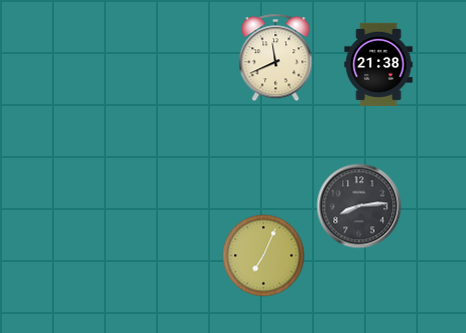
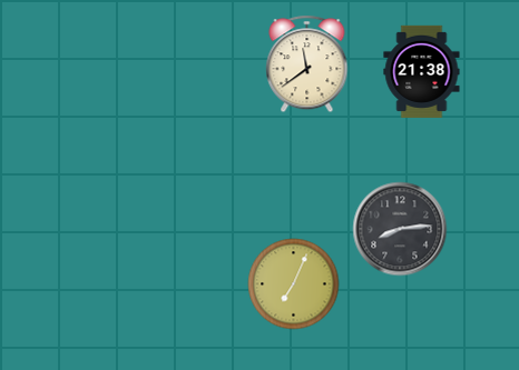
clock at (276, 58): 11:41 -> 11:39
